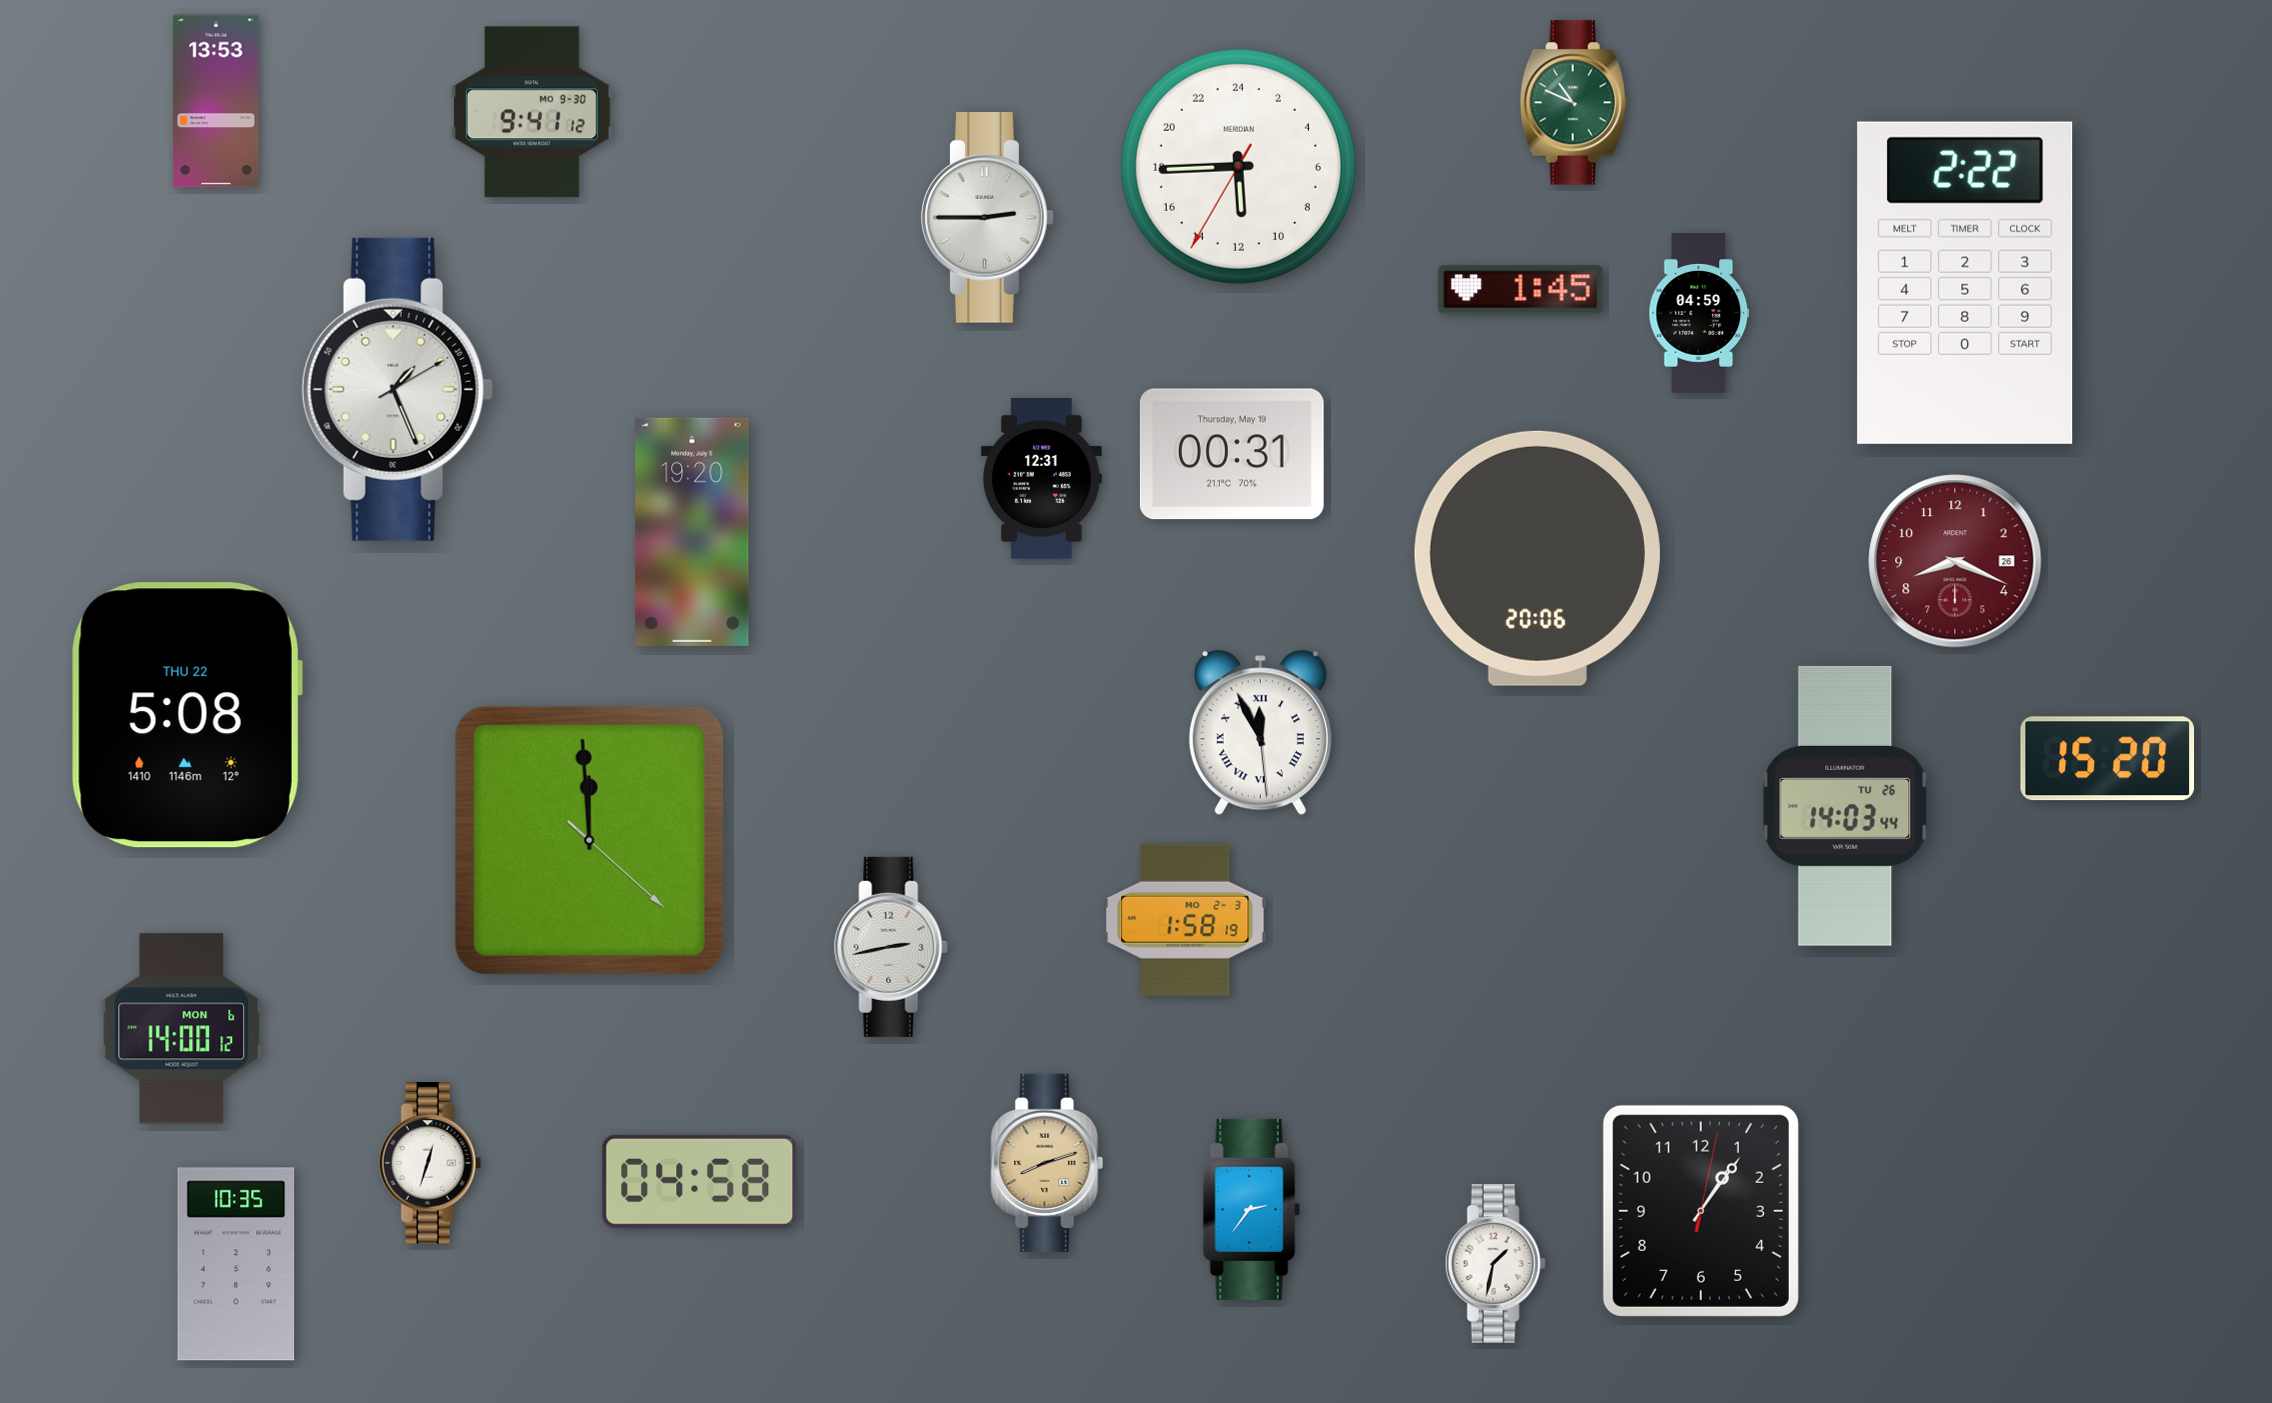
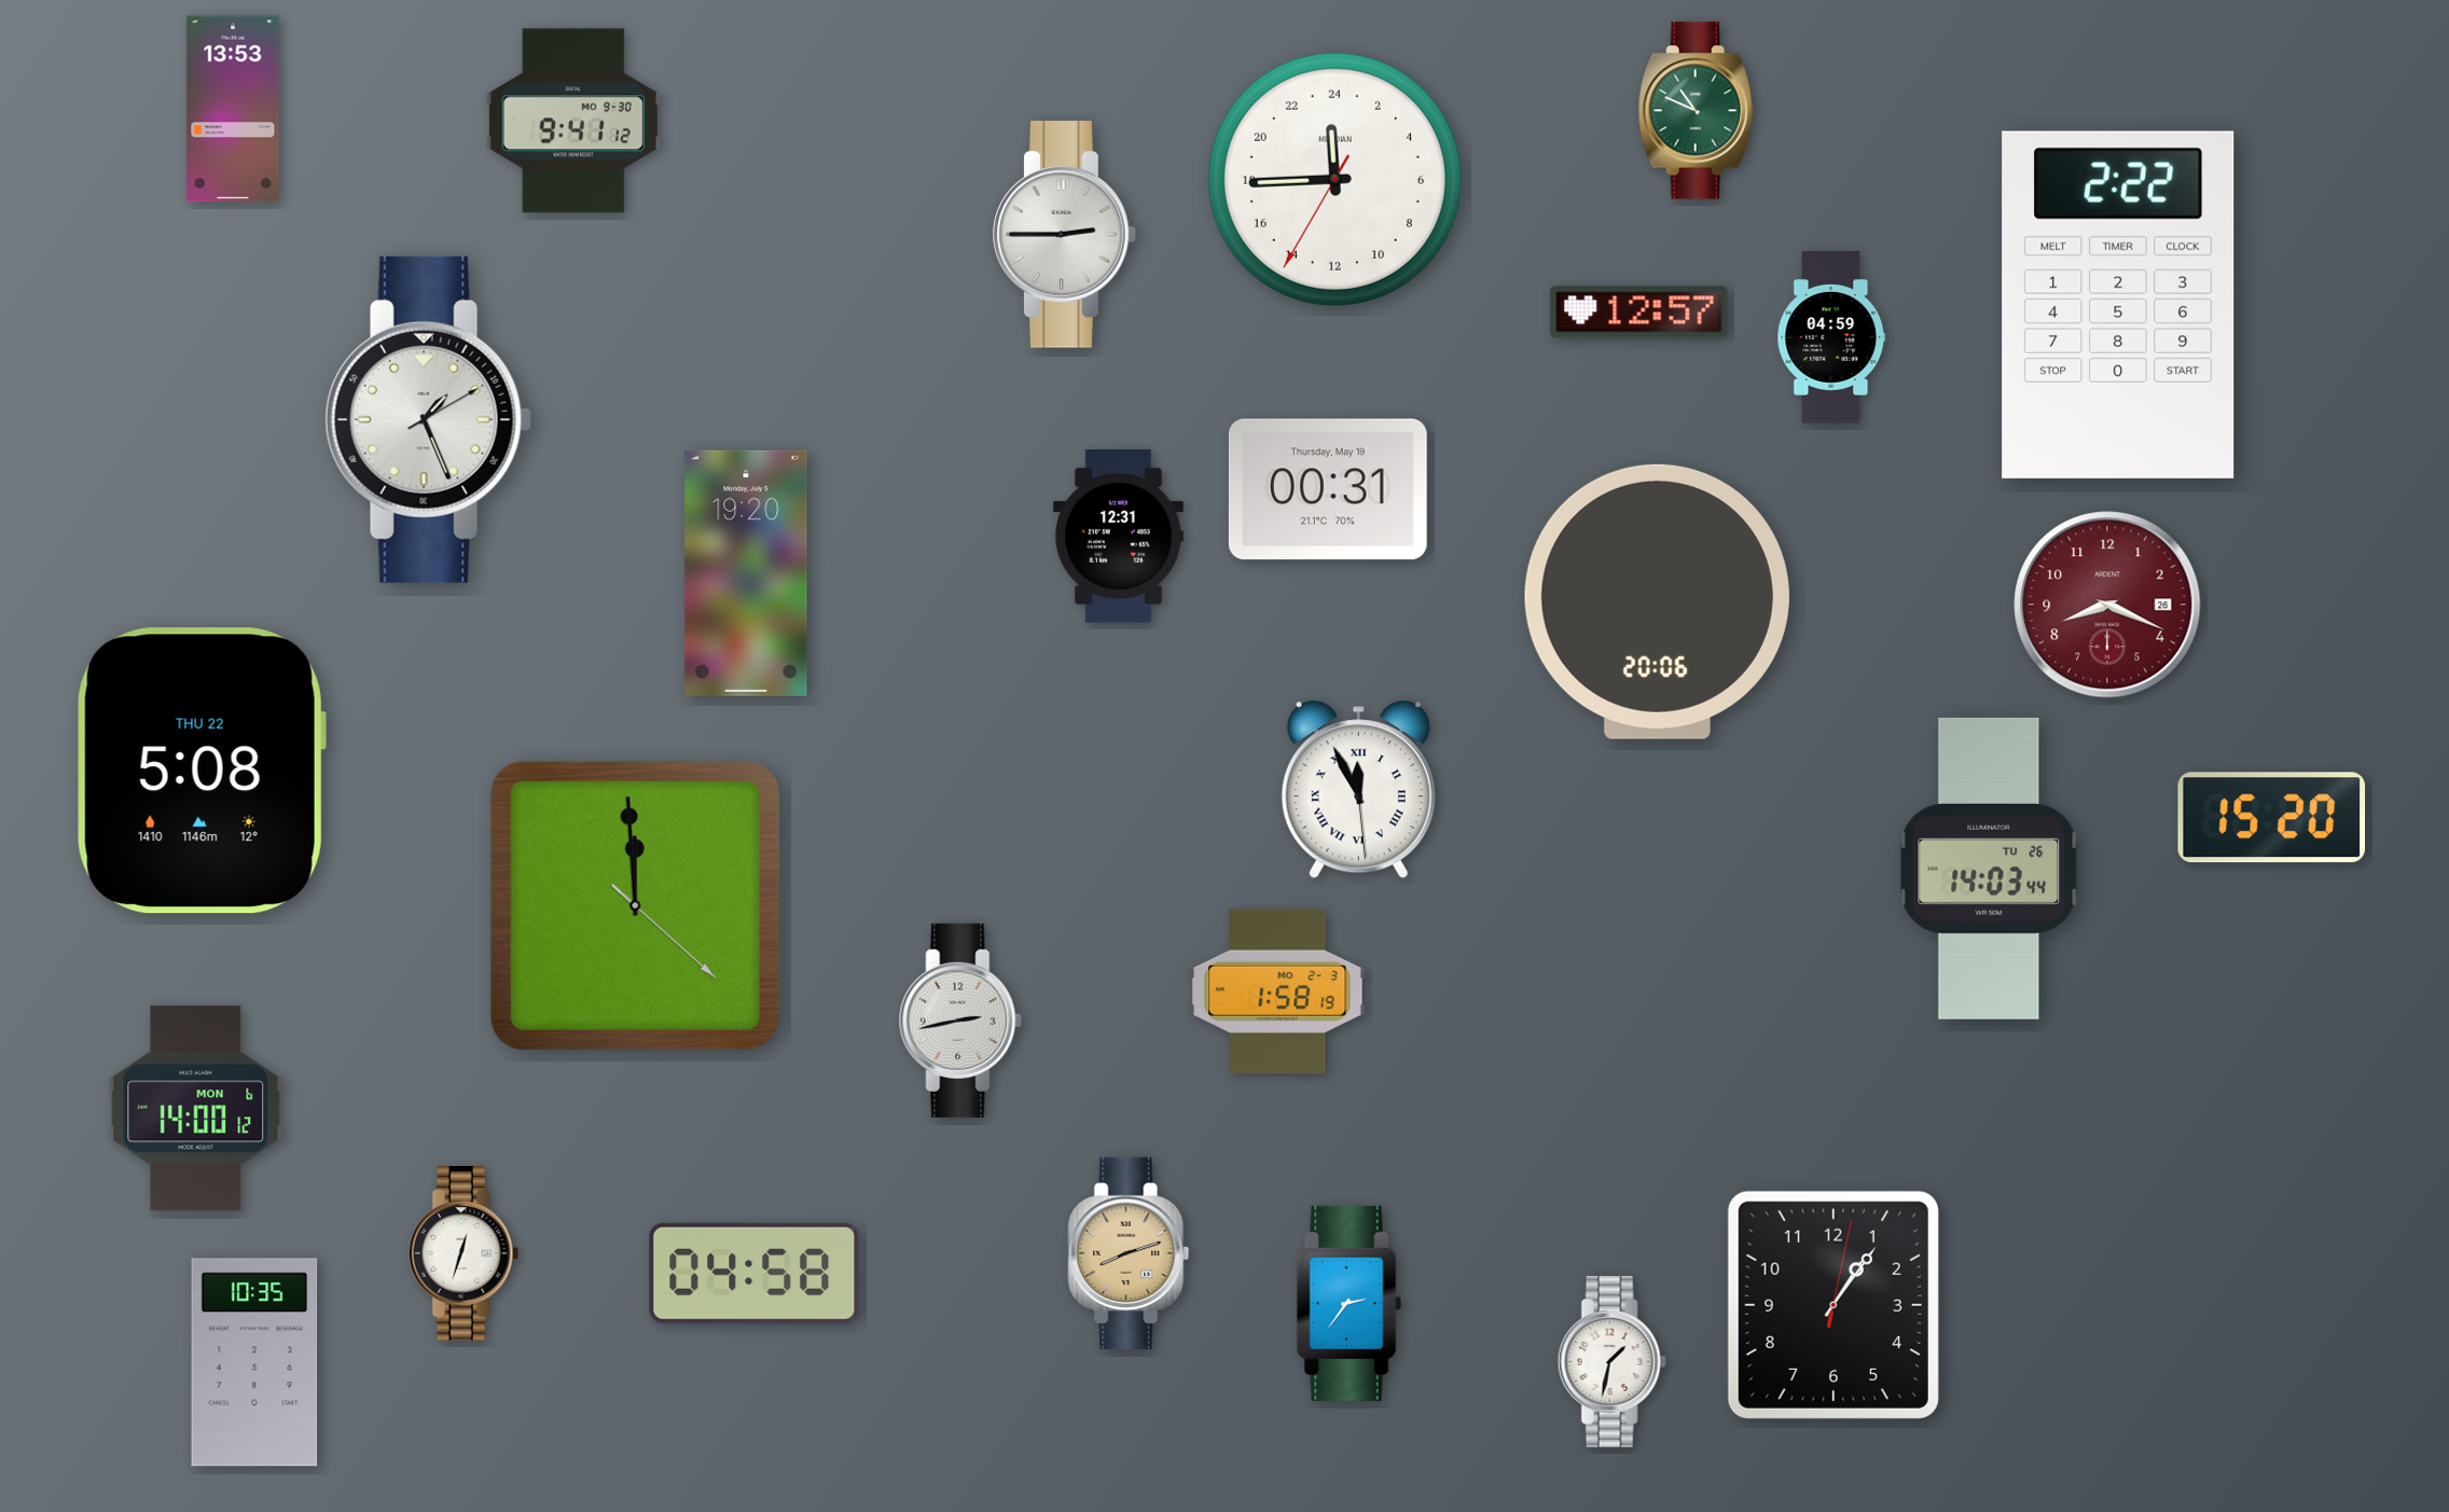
clock at (1238, 166): 11:44 -> 23:44
clock at (1521, 290): 1:45 -> 12:57
clock at (1041, 479) position: (1041, 479) -> (1118, 537)
